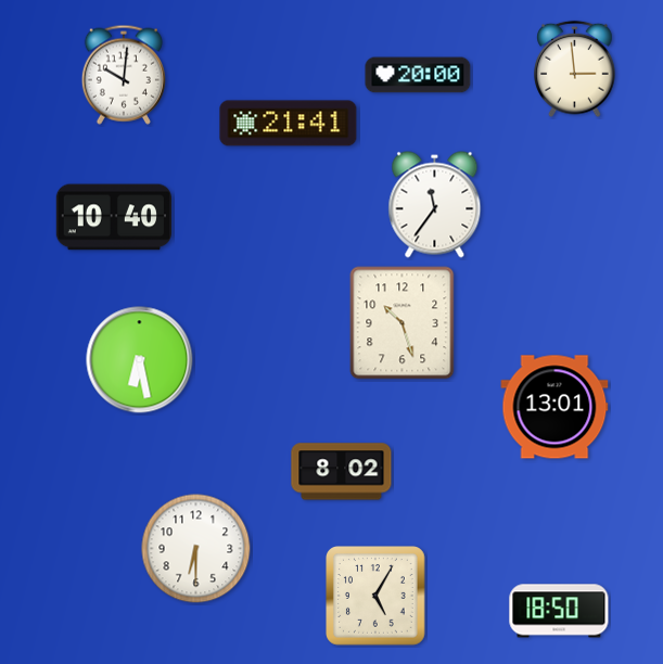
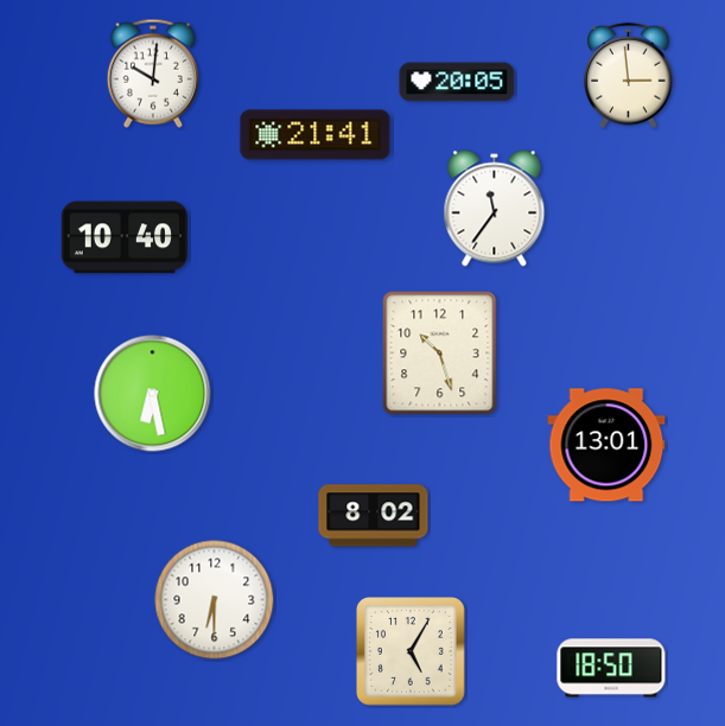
clock at (124, 75) position: (124, 75) -> (153, 74)
clock at (418, 75): 20:00 -> 20:05
clock at (435, 205) position: (435, 205) -> (495, 209)
